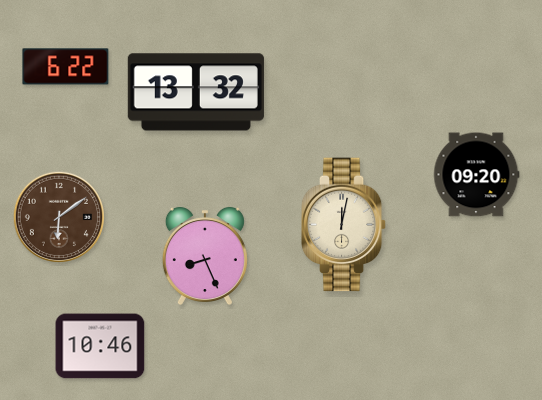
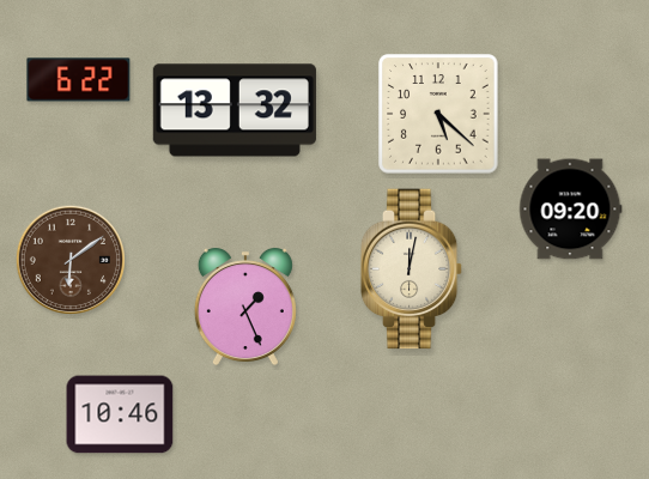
clock at (438, 114): none -> 5:22
clock at (205, 256): 8:26 -> 1:26
